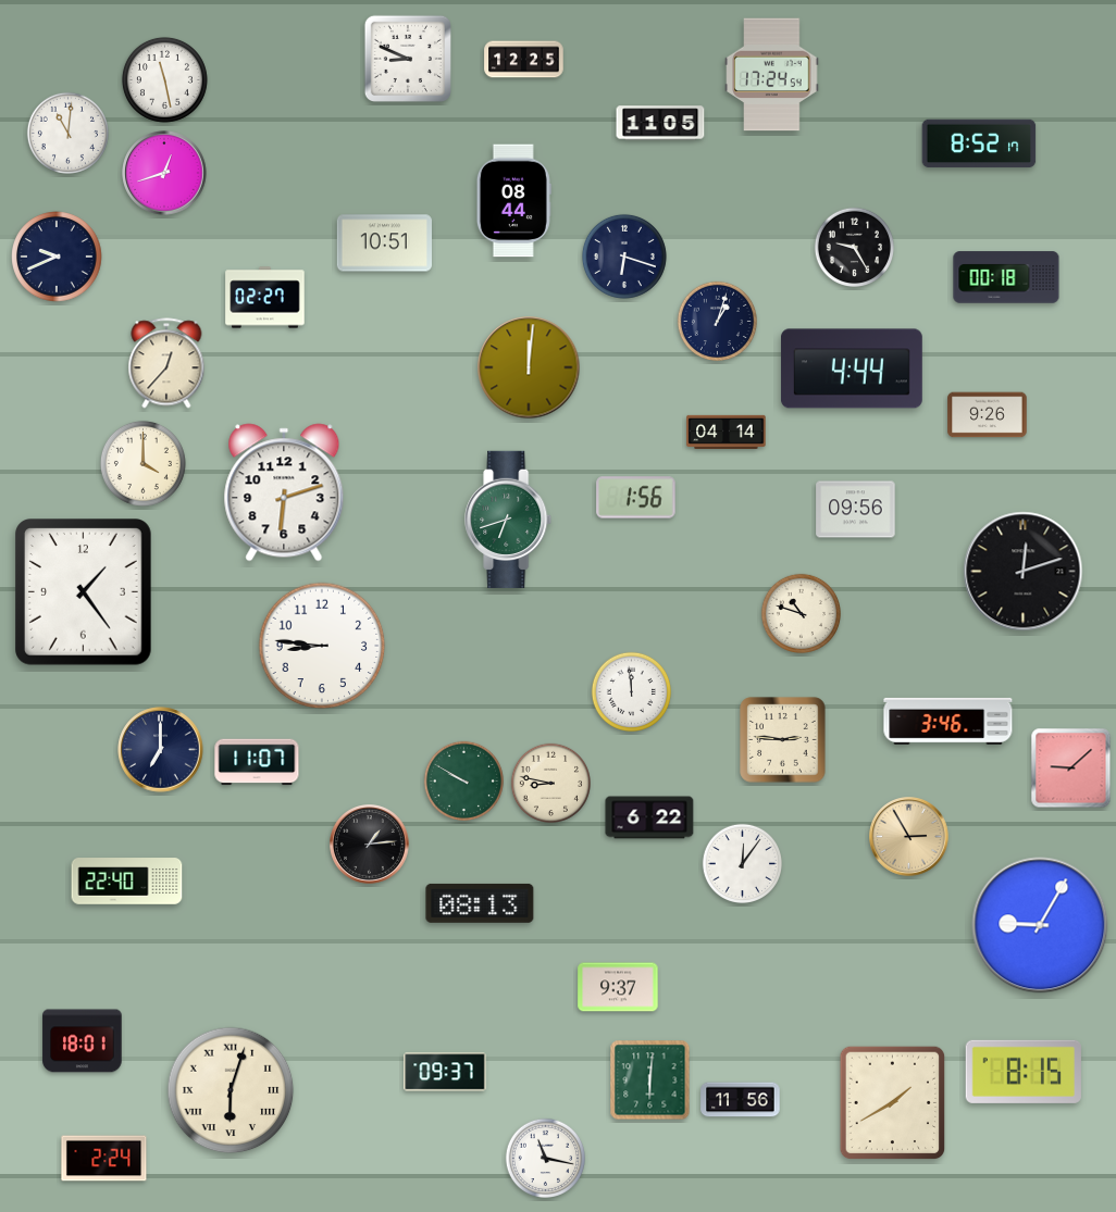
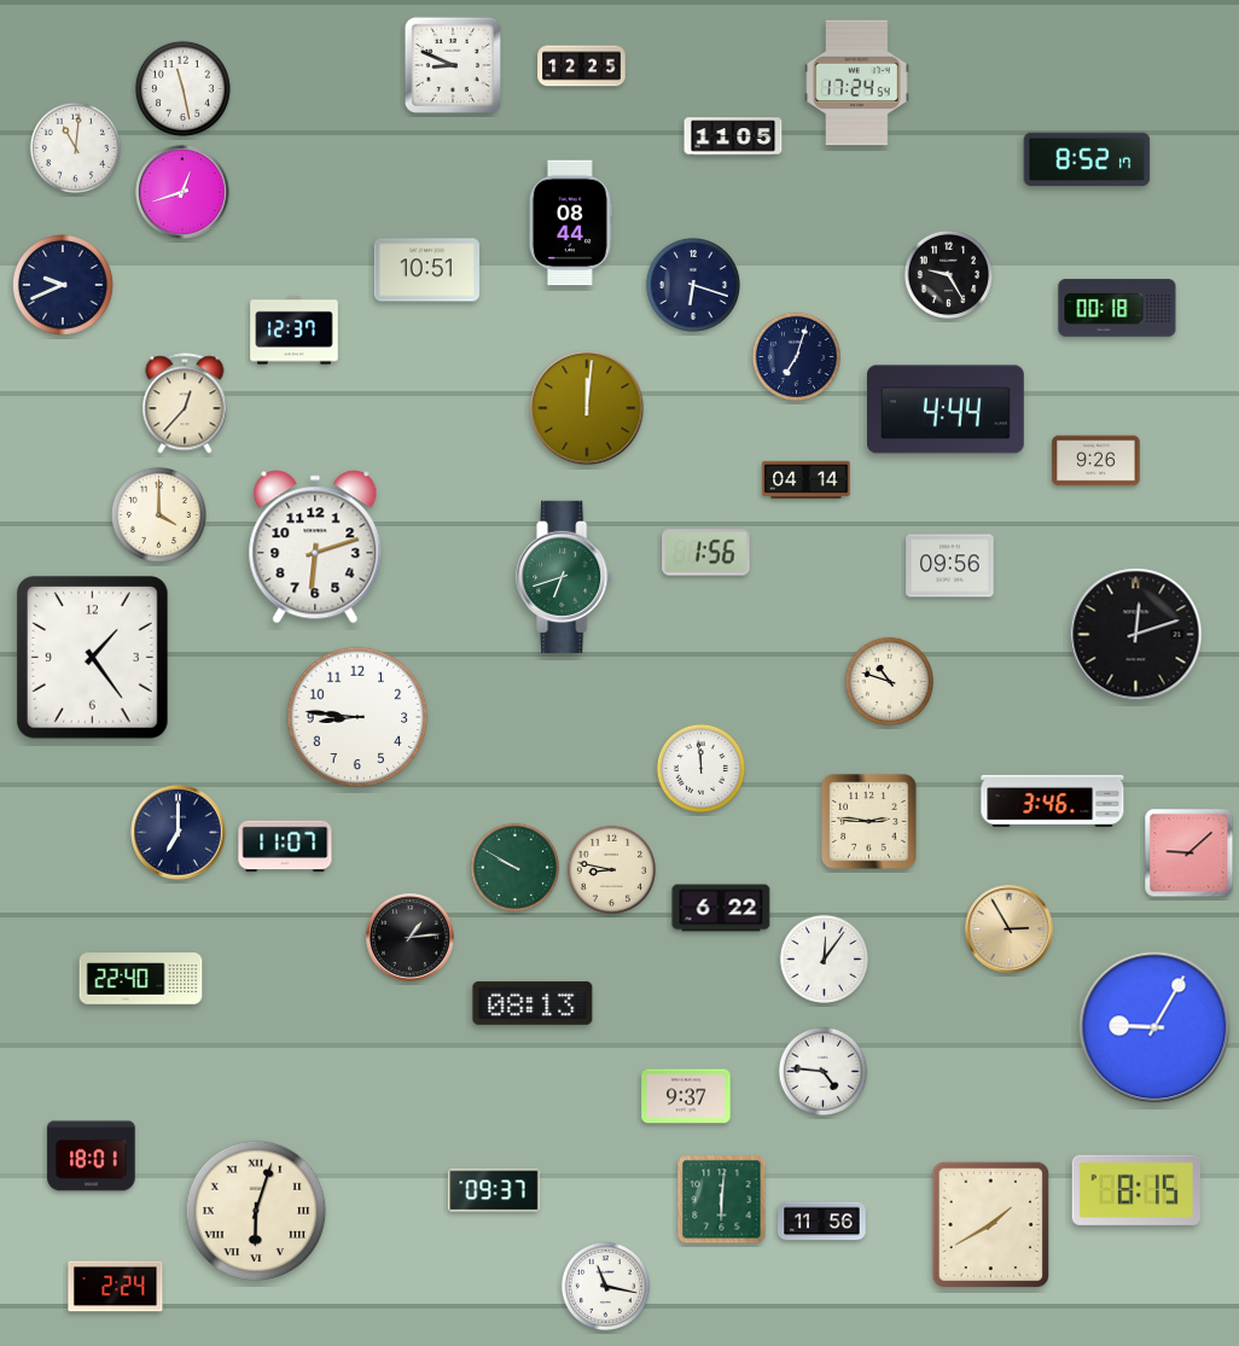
clock at (265, 298): 02:27 -> 12:37
clock at (717, 321): 1:03 -> 7:03
clock at (822, 1071): none -> 4:46
